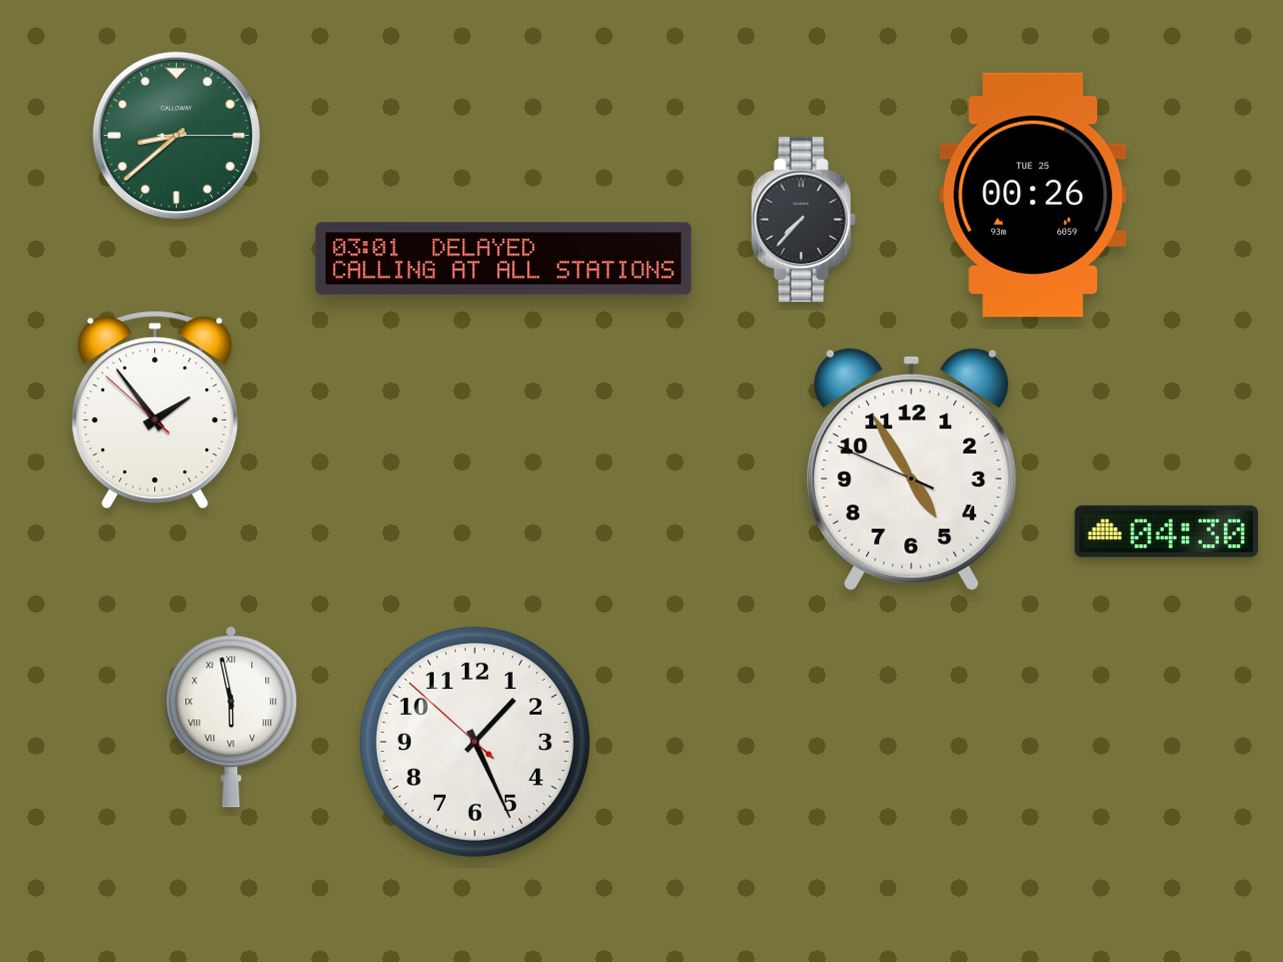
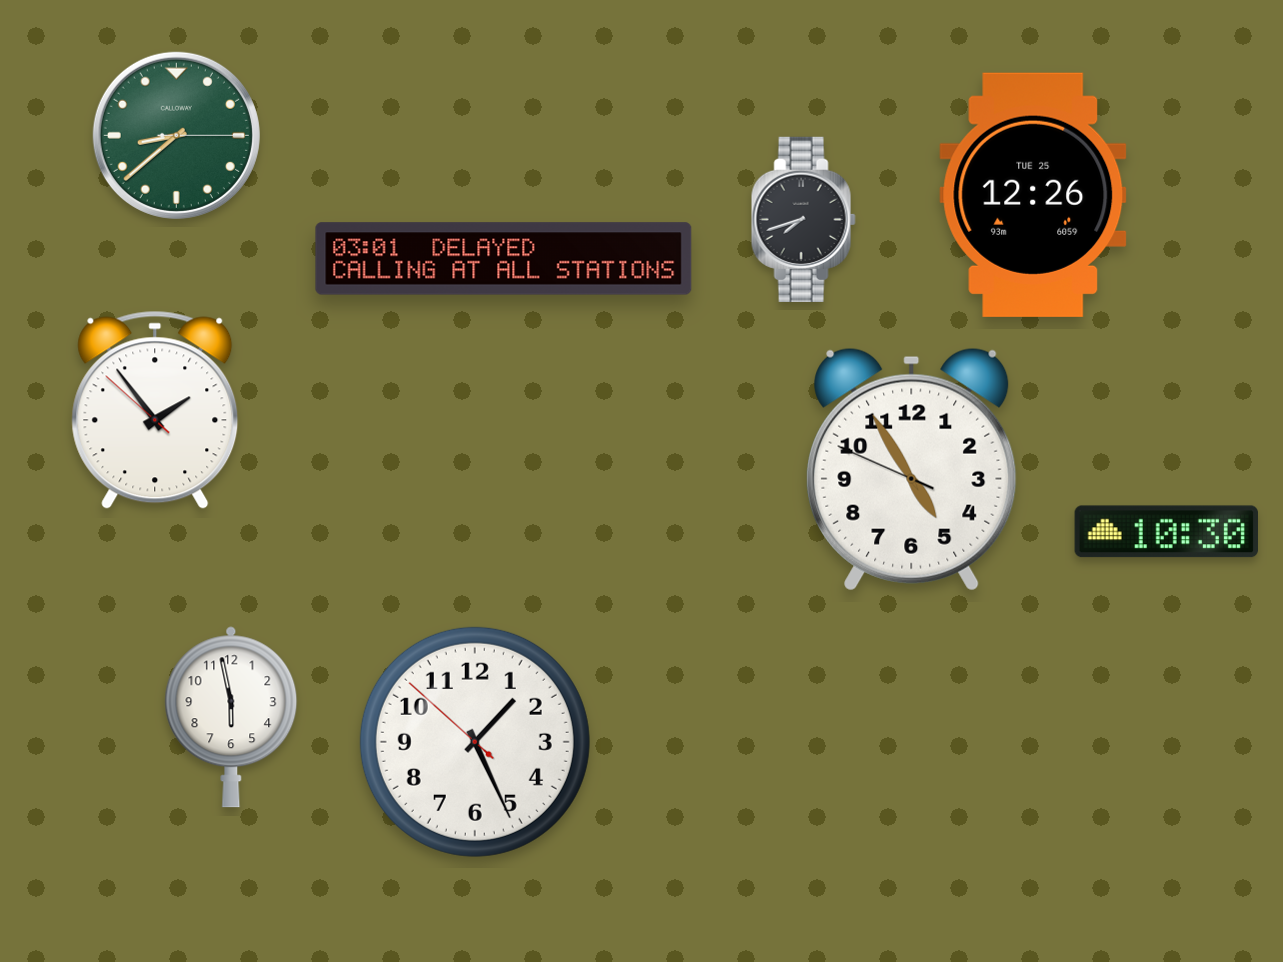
clock at (1033, 195): 00:26 -> 12:26
clock at (803, 219): 7:37 -> 7:42
clock at (1166, 532): 04:30 -> 10:30
clock at (231, 717) numerals: Roman -> Arabic
